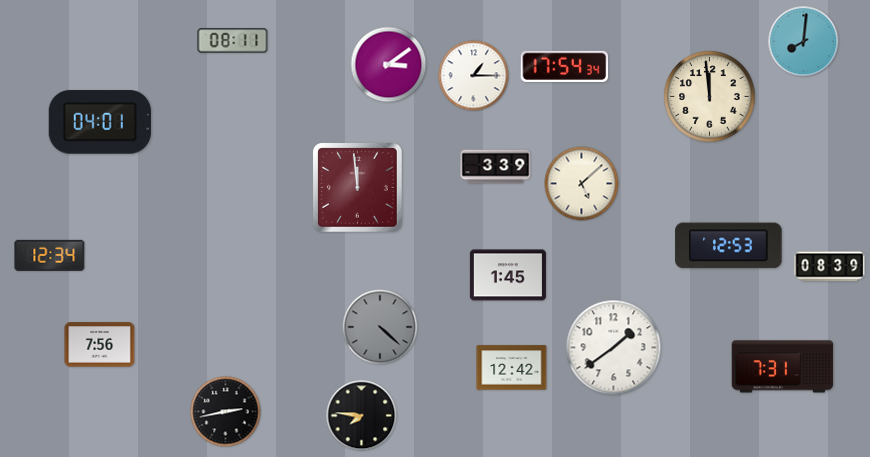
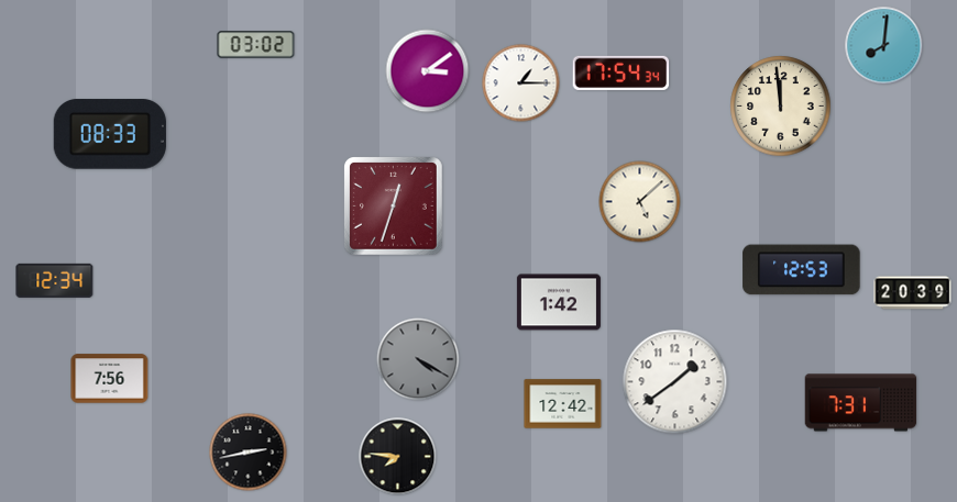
clock at (233, 41): 08:11 -> 03:02
clock at (100, 122): 04:01 -> 08:33
clock at (496, 167): 3:39 -> none
clock at (358, 188): 11:59 -> 12:33
clock at (830, 267): 08:39 -> 20:39
clock at (508, 275): 1:45 -> 1:42
clock at (380, 327): 4:22 -> 4:20
